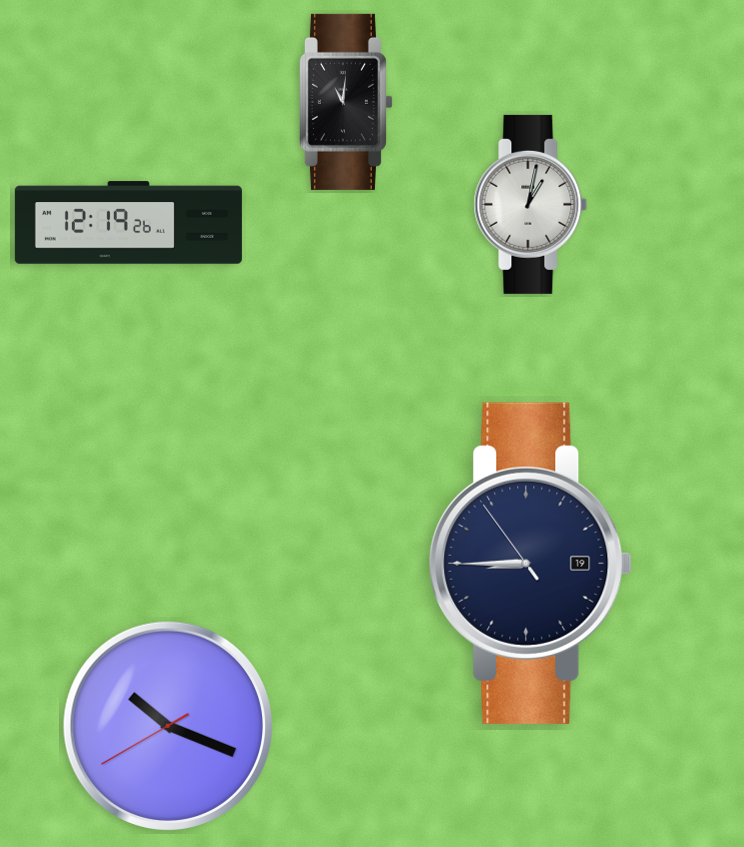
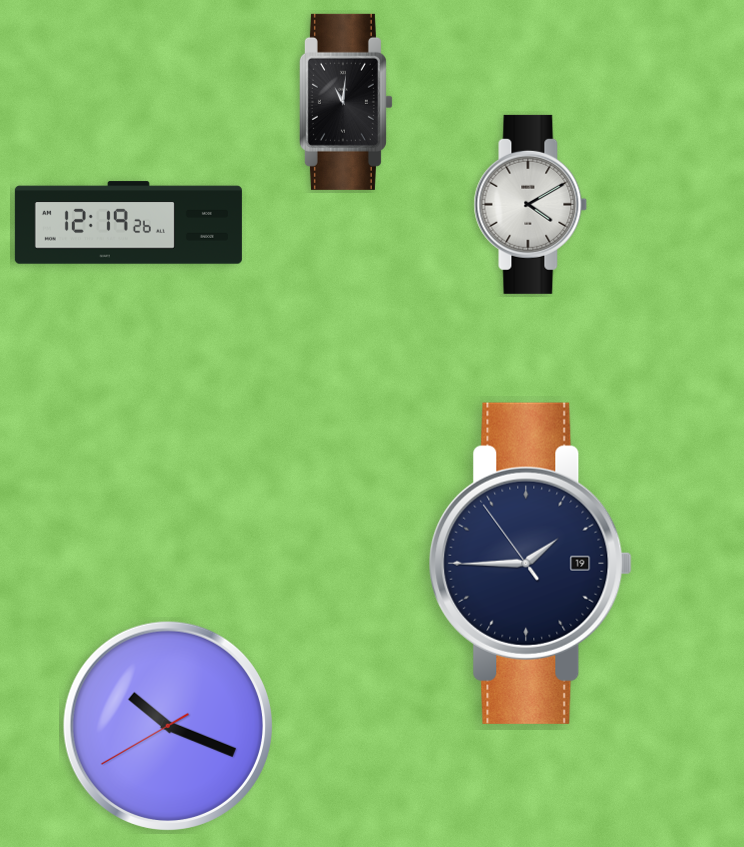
clock at (531, 204): 1:02 -> 4:10
clock at (530, 563): 8:44 -> 1:44
